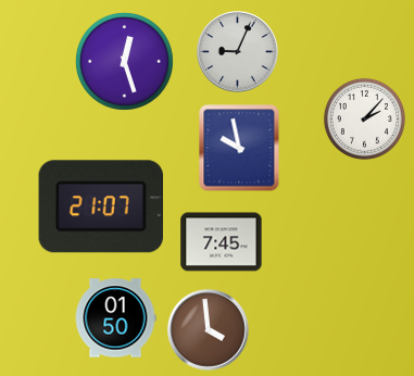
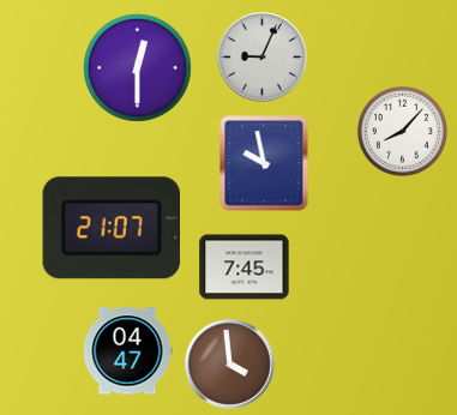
clock at (124, 61): 12:27 -> 12:30
clock at (364, 118): 2:07 -> 8:07
clock at (115, 318): 01:50 -> 04:47
